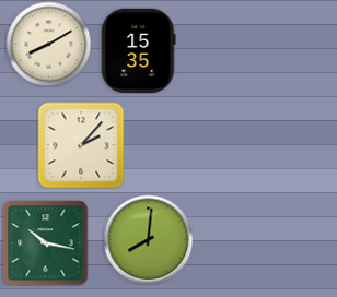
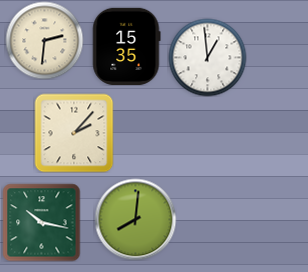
clock at (48, 44): 8:10 -> 2:31
clock at (207, 57): none -> 12:59
